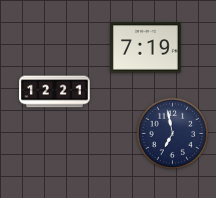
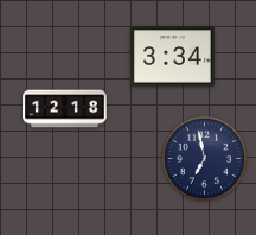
clock at (146, 48): 7:19 -> 3:34
clock at (55, 92): 12:21 -> 12:18
